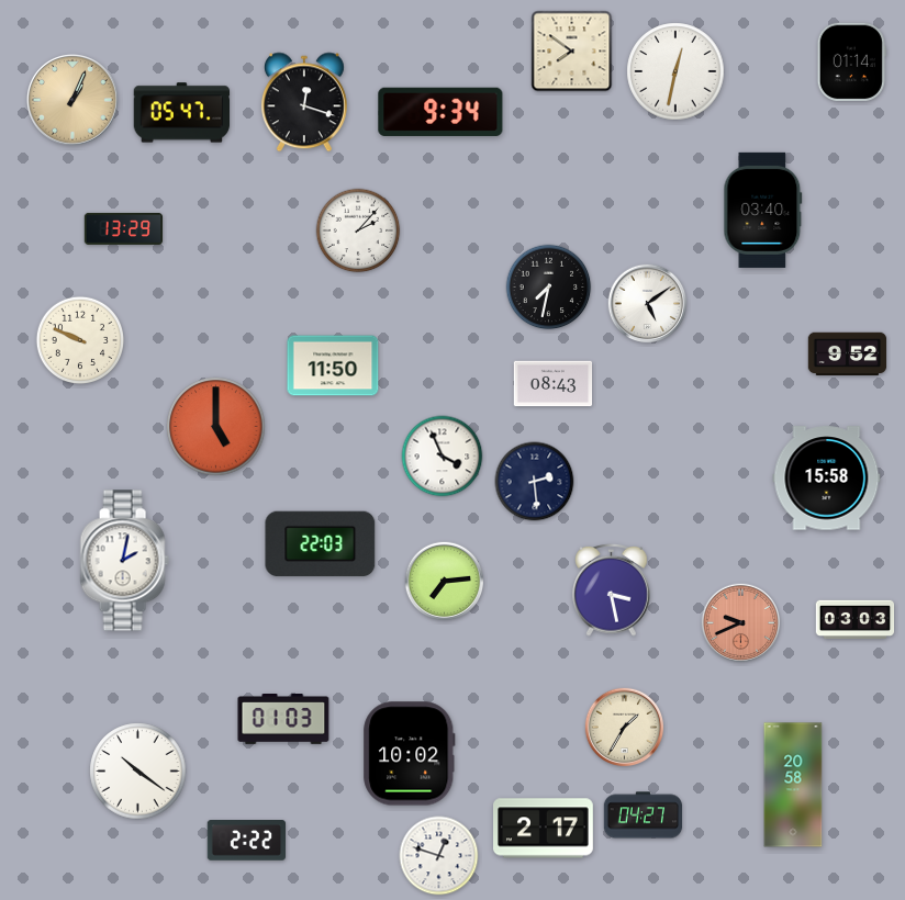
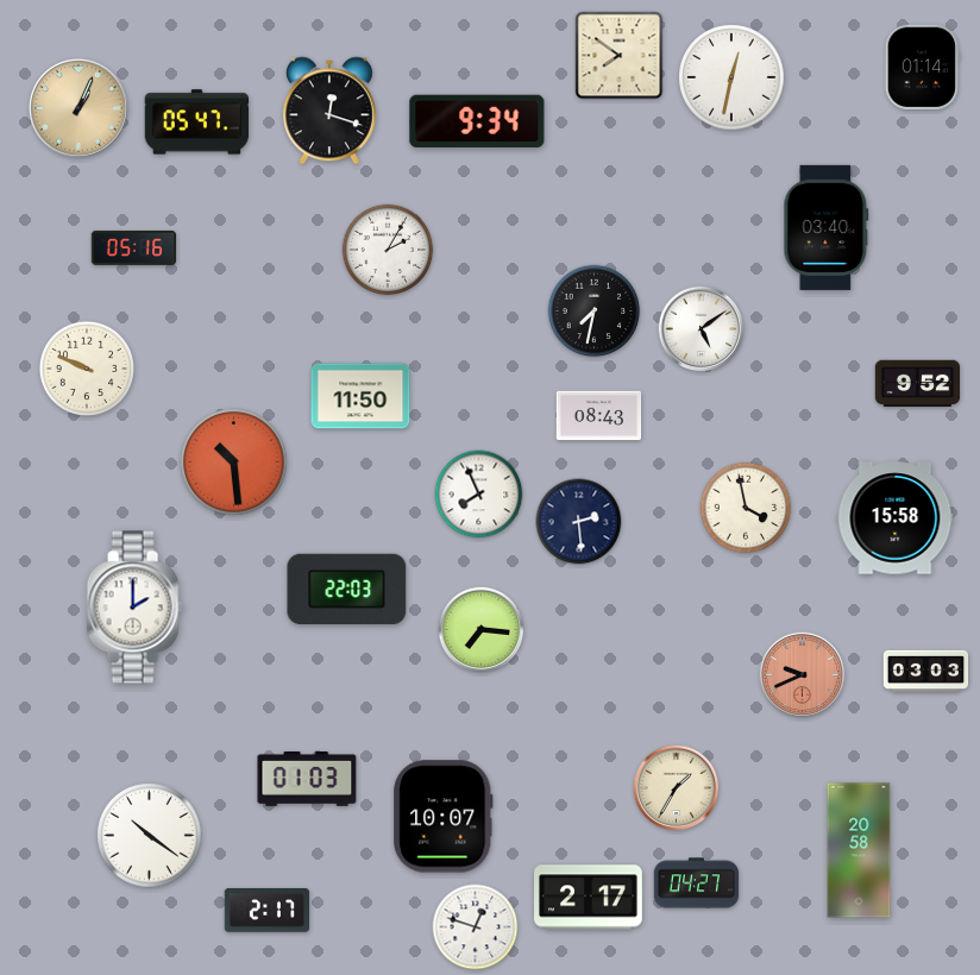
clock at (124, 228): 13:29 -> 05:16
clock at (358, 230): 2:07 -> 2:05
clock at (216, 427): 5:00 -> 10:29
clock at (443, 457): 3:56 -> 7:56
clock at (746, 508): none -> 3:58
clock at (124, 561): 2:02 -> 2:00
clock at (445, 582): 7:14 -> 7:16
clock at (612, 589): 3:28 -> none
clock at (410, 754): 10:02 -> 10:07
clock at (247, 841): 2:22 -> 2:17
